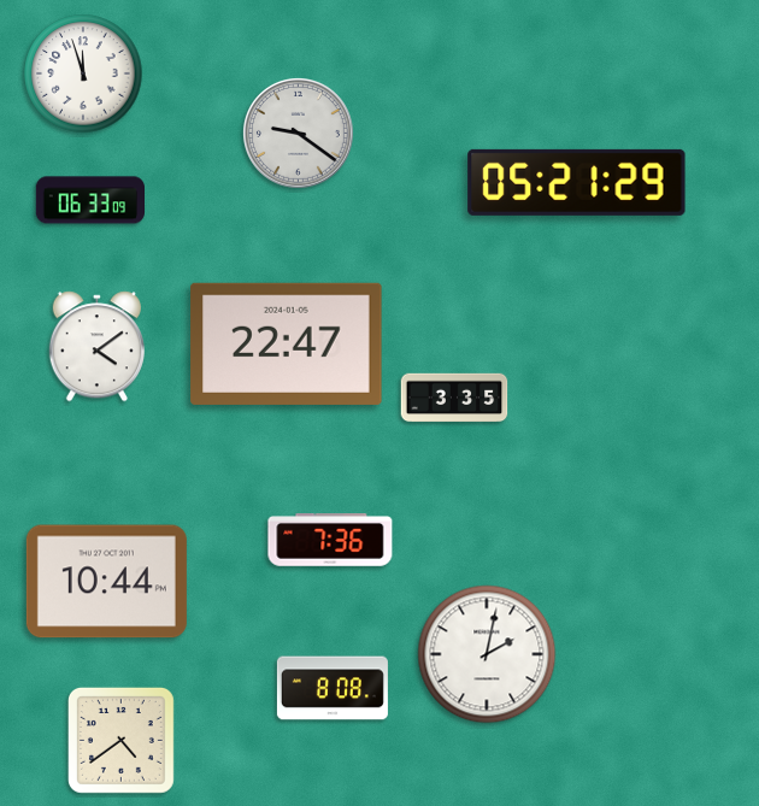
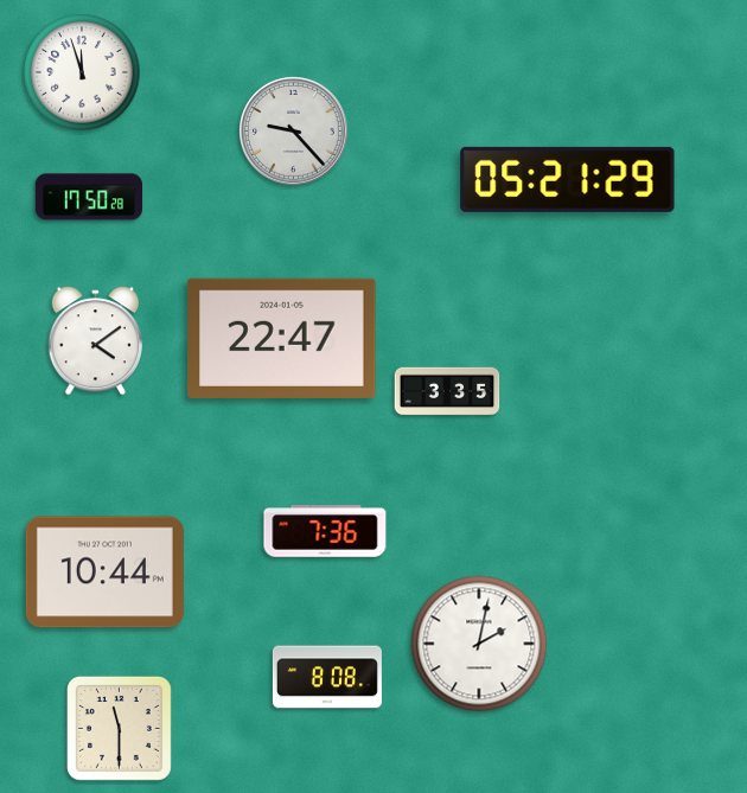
clock at (299, 134): 9:21 -> 9:23
clock at (89, 200): 06:33 -> 17:50
clock at (120, 740): 4:39 -> 11:30
